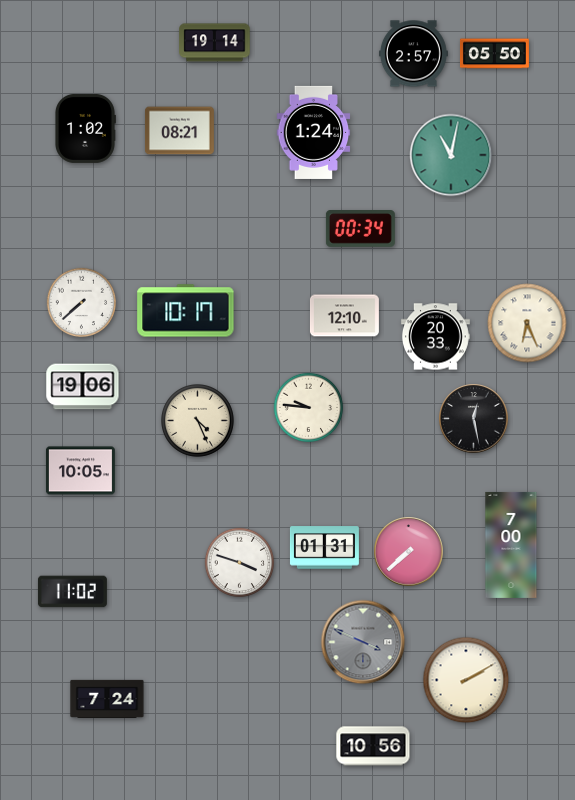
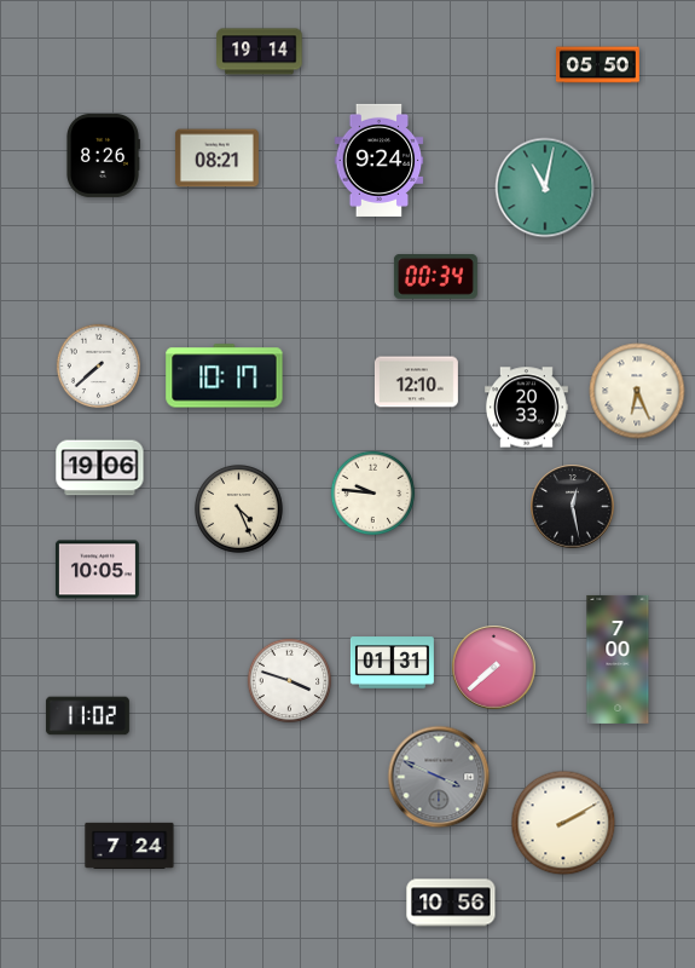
clock at (413, 54): 2:57 -> none
clock at (86, 128): 1:02 -> 8:26
clock at (314, 132): 1:24 -> 9:24
